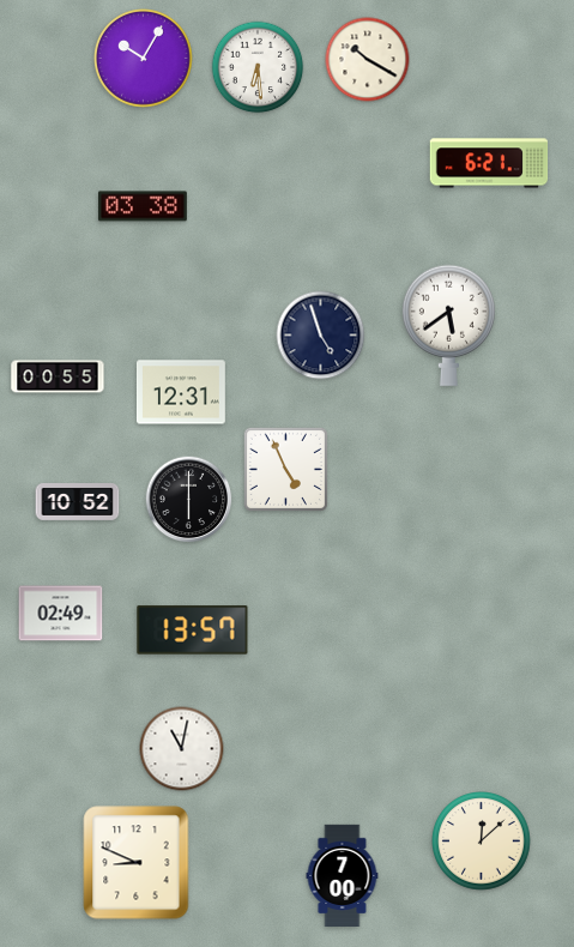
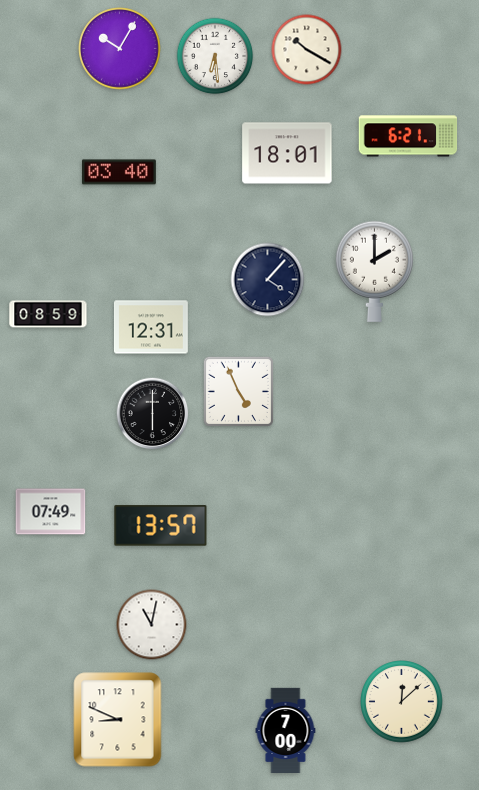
clock at (287, 153): none -> 18:01
clock at (143, 206): 03:38 -> 03:40
clock at (448, 325): 5:39 -> 2:00
clock at (321, 336): 4:57 -> 4:07
clock at (58, 376): 00:55 -> 08:59
clock at (189, 500) position: (189, 500) -> (153, 414)
clock at (78, 502): 10:52 -> none
clock at (61, 614): 02:49 -> 07:49
clock at (137, 863) position: (137, 863) -> (118, 720)
